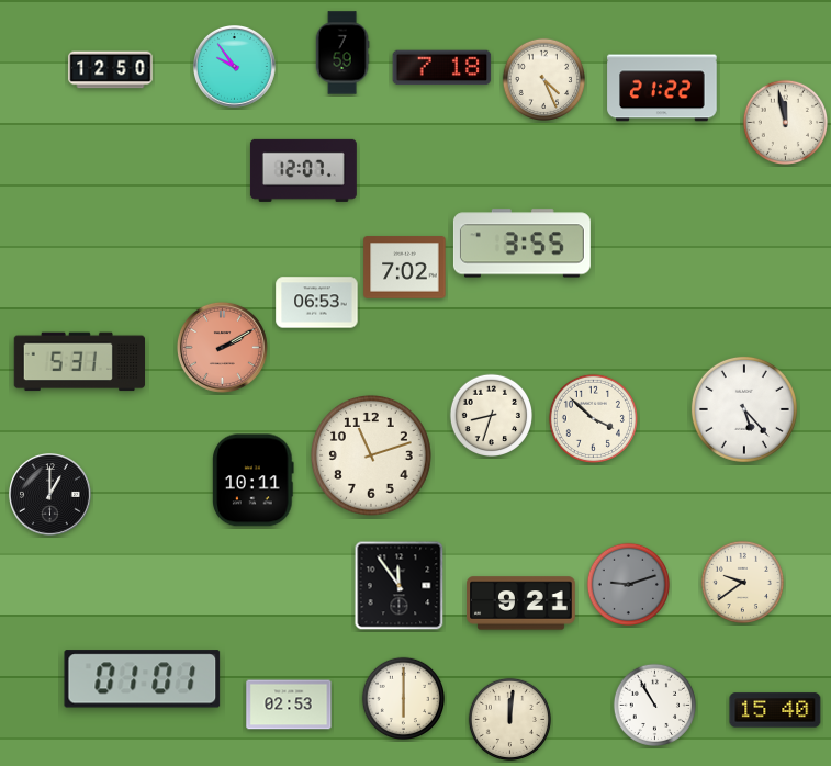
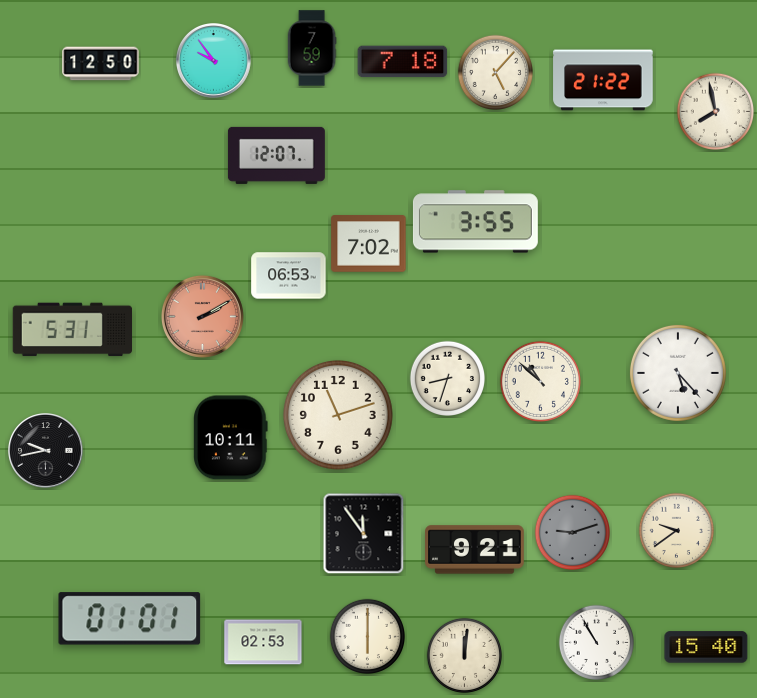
clock at (543, 79): 4:26 -> 5:07
clock at (785, 122): 11:58 -> 7:58
clock at (593, 418): 3:52 -> 10:52
clock at (50, 495): 1:00 -> 9:43
